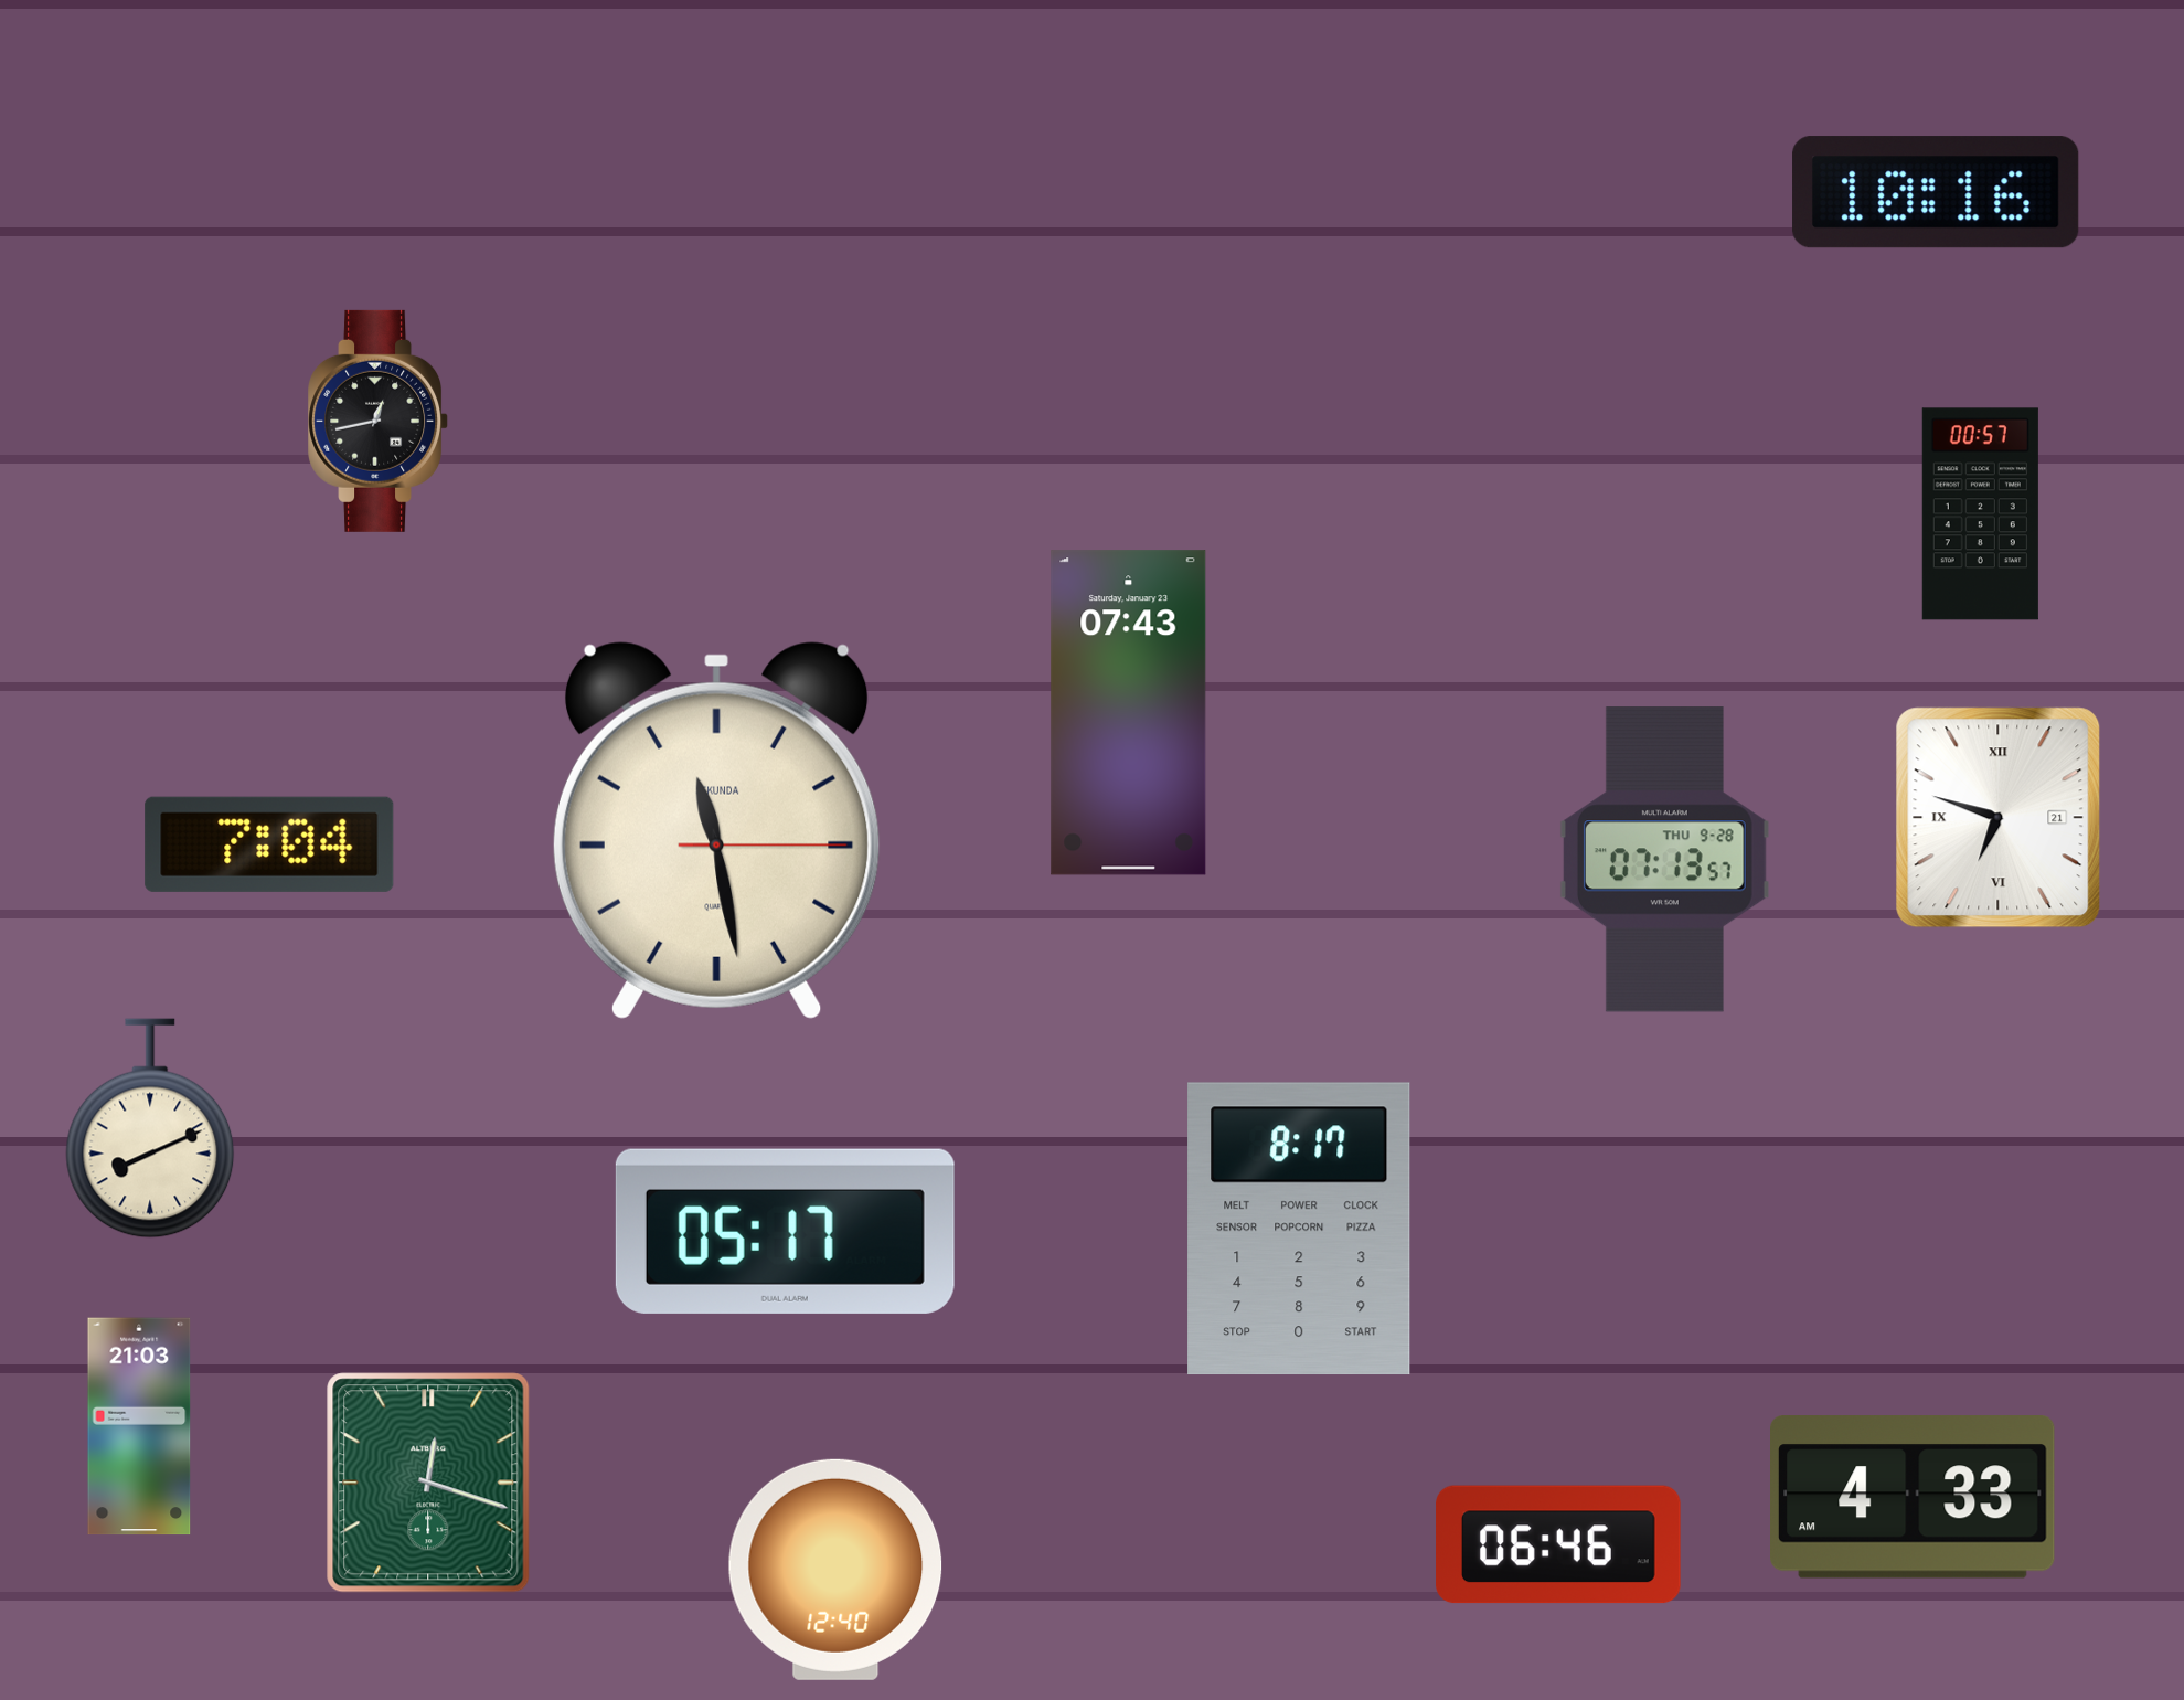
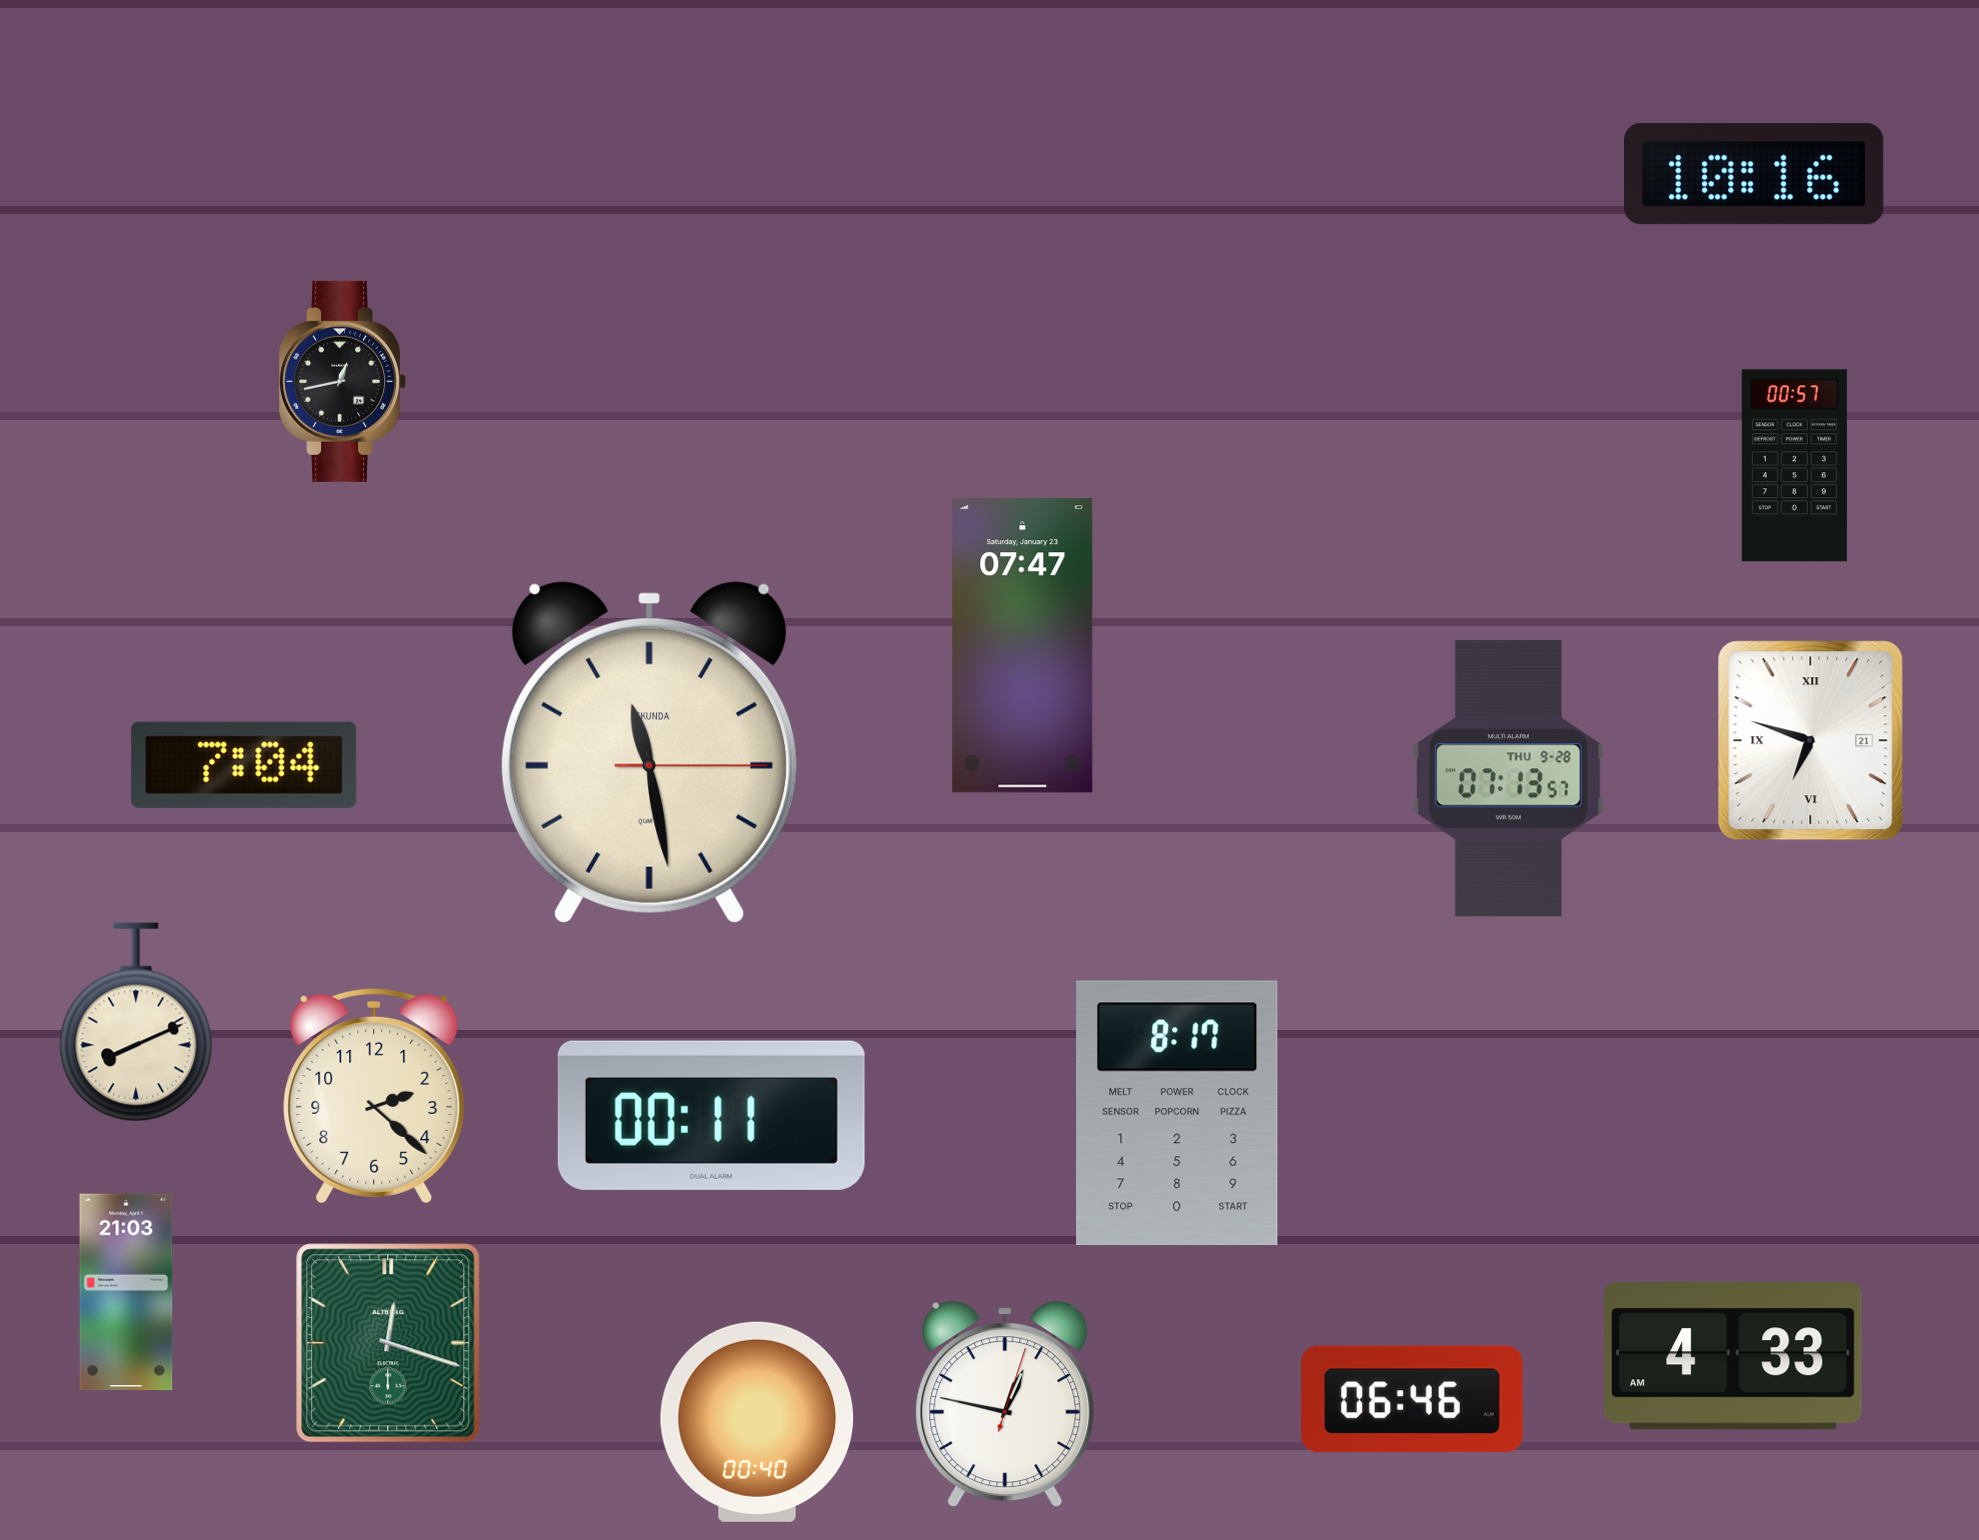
clock at (1129, 713): 07:43 -> 07:47
clock at (374, 1096): none -> 2:22
clock at (785, 1231): 05:17 -> 00:11
clock at (1005, 1404): none -> 12:47
clock at (835, 1570): 12:40 -> 00:40
